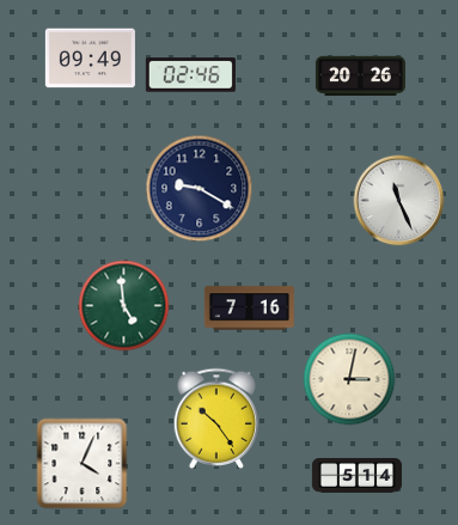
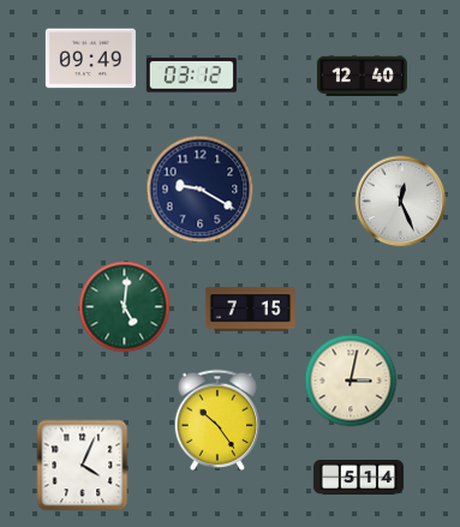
clock at (190, 75): 02:46 -> 03:12
clock at (360, 77): 20:26 -> 12:40
clock at (399, 201): 11:26 -> 12:26
clock at (124, 306): 4:59 -> 5:01
clock at (249, 309): 7:16 -> 7:15
